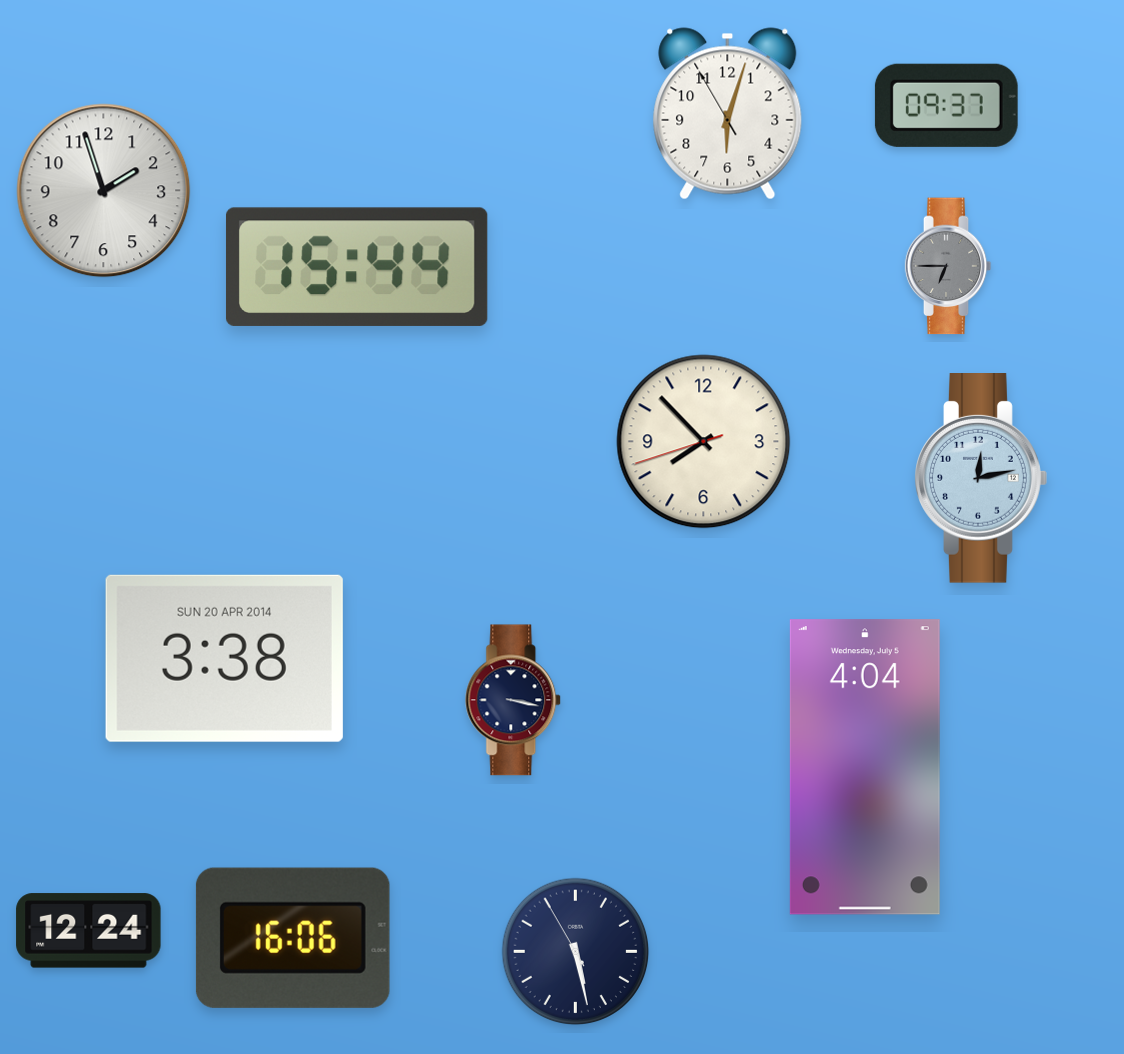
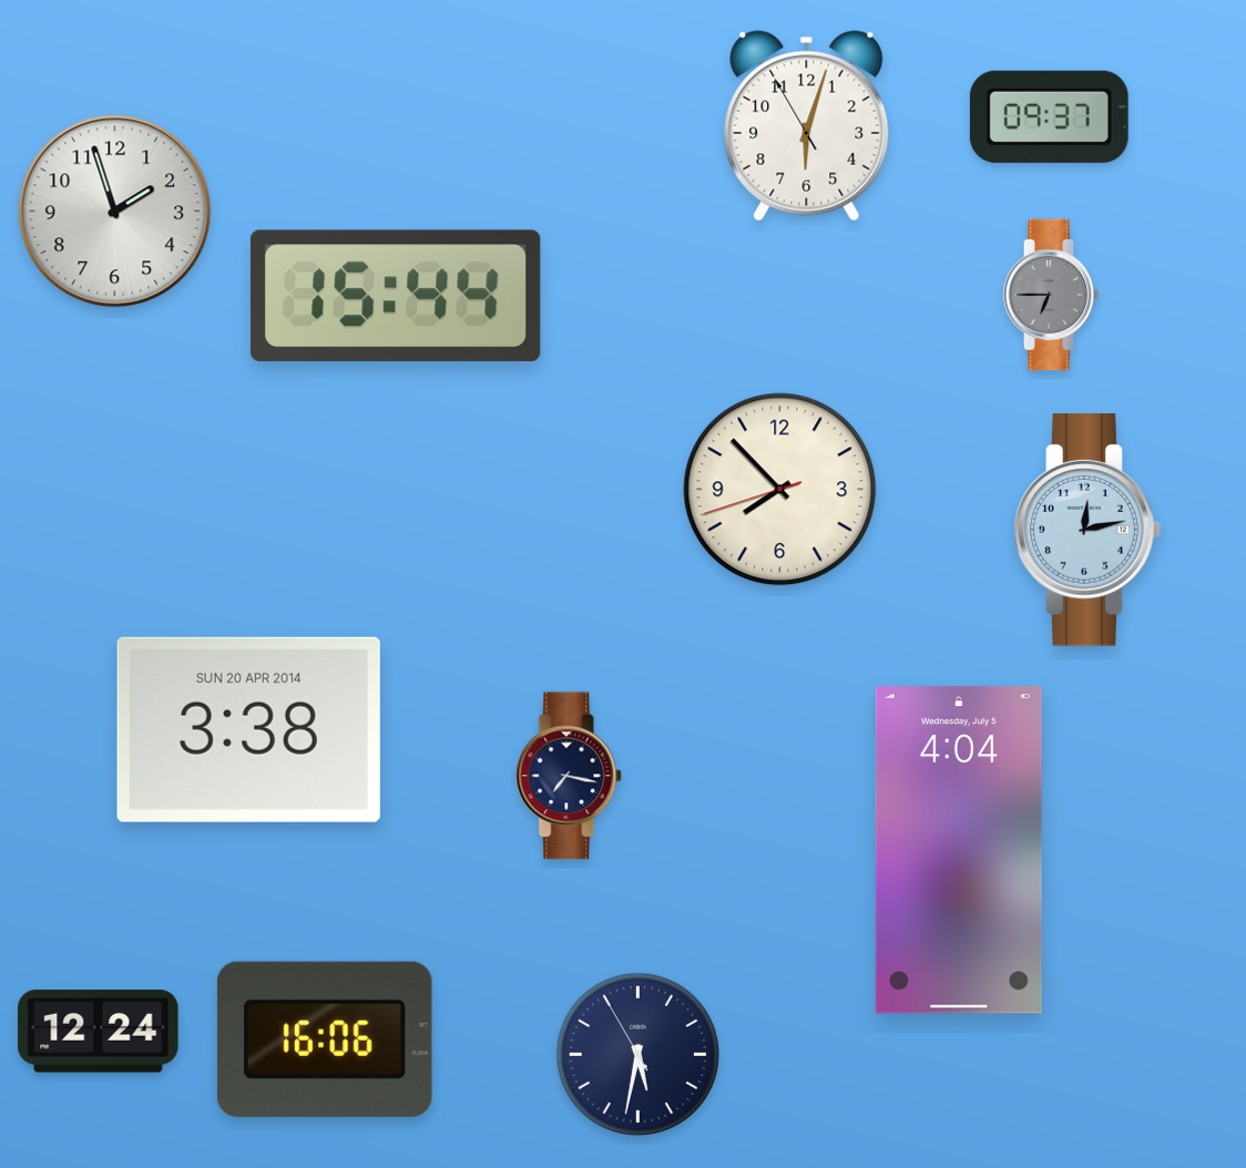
clock at (514, 700): 3:17 -> 7:17
clock at (576, 952): 5:27 -> 5:31
